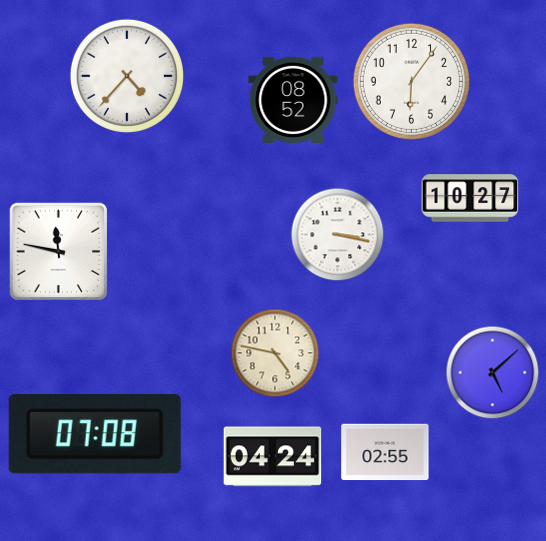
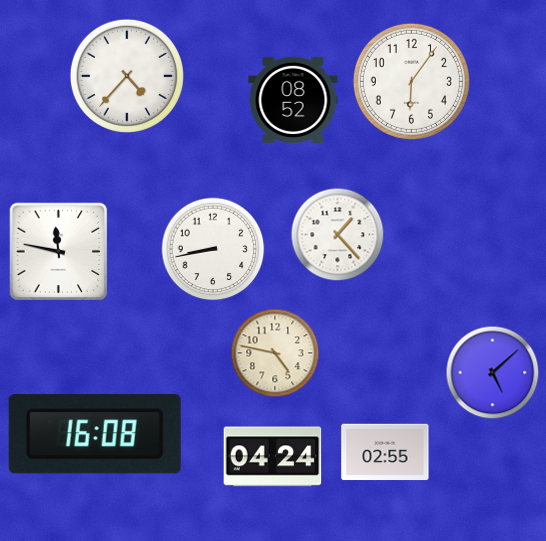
clock at (470, 198): 10:27 -> none
clock at (338, 235): 3:17 -> 1:23
clock at (213, 249): none -> 8:43
clock at (95, 434): 07:08 -> 16:08
